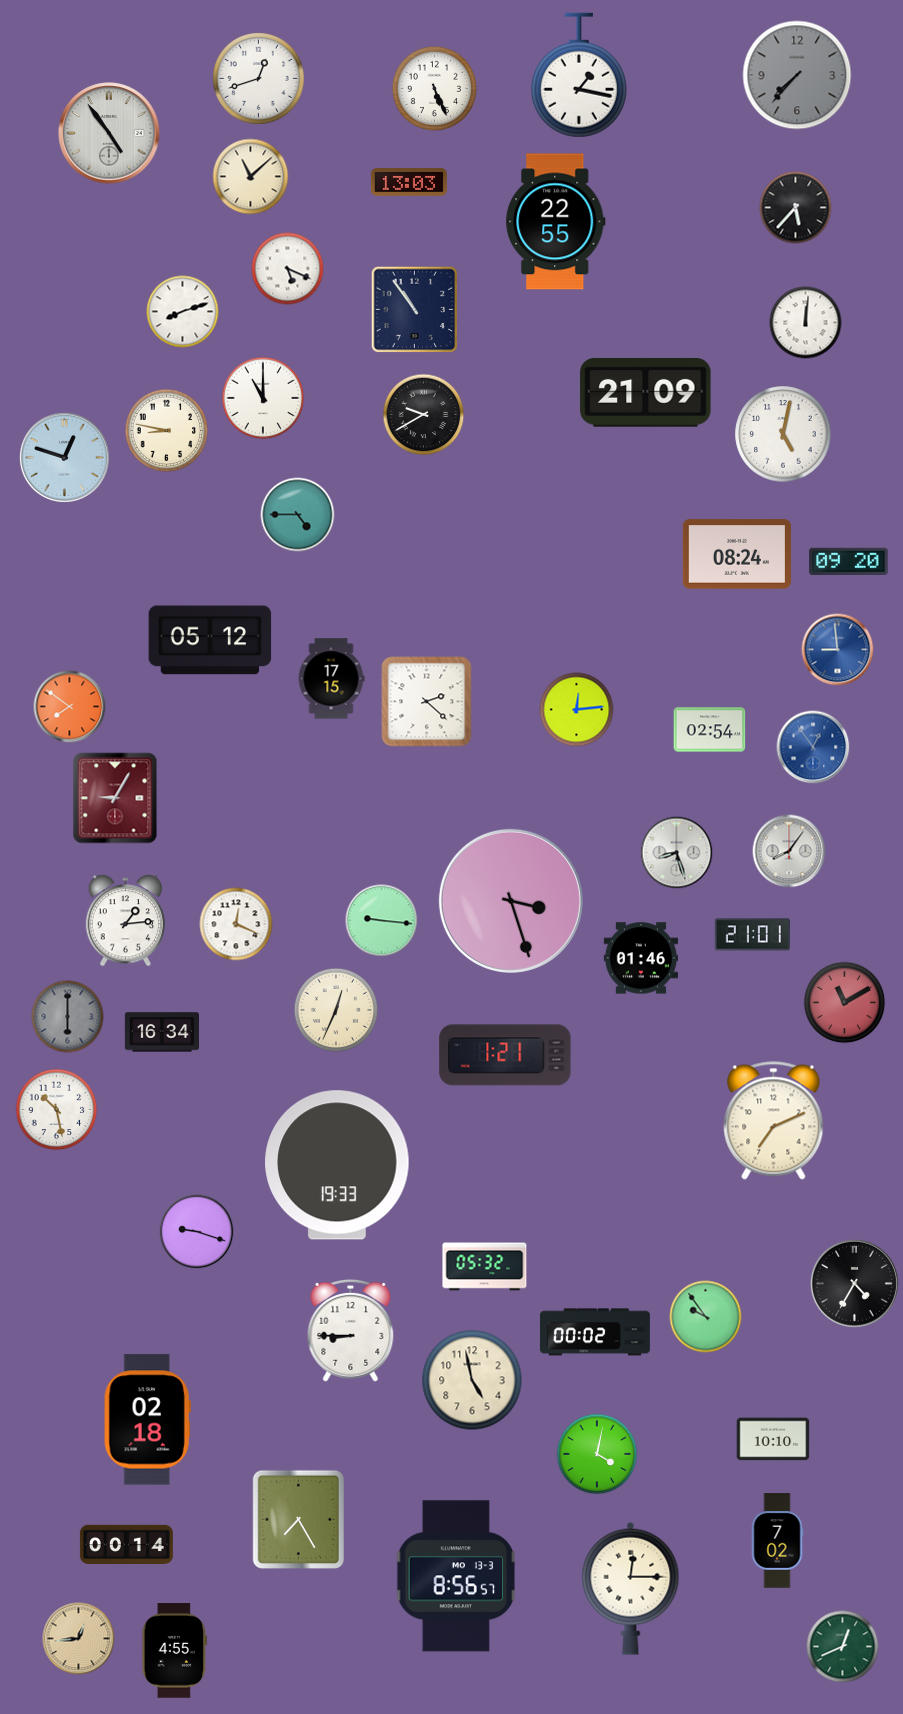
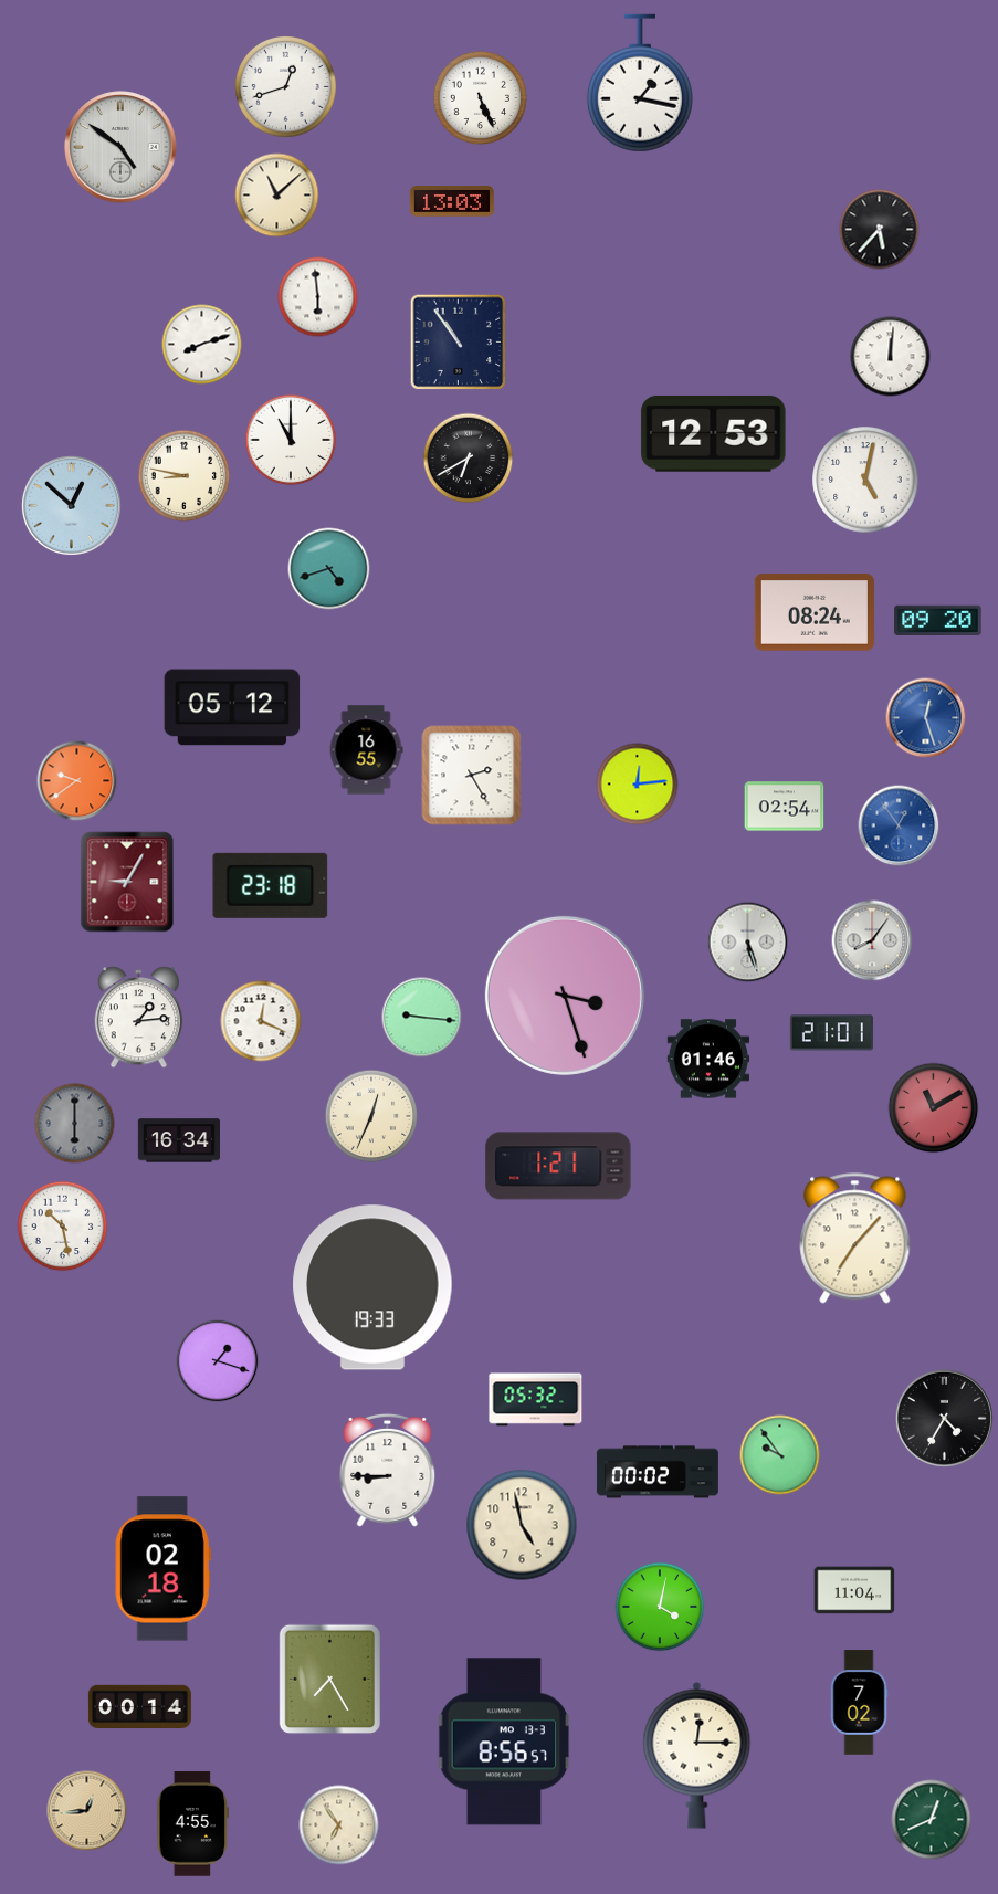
clock at (797, 75): 7:37 -> none
clock at (109, 133): 4:54 -> 4:51
clock at (556, 222): 22:55 -> none
clock at (288, 269): 5:19 -> 5:59
clock at (646, 392): 21:09 -> 12:53
clock at (424, 415): 9:40 -> 6:40
clock at (64, 457): 12:48 -> 12:52
clock at (298, 515): 4:45 -> 4:42
clock at (838, 650): 8:59 -> 12:27
clock at (331, 679): 17:15 -> 16:55
clock at (427, 702): 2:22 -> 2:25
clock at (70, 707): 7:51 -> 9:39
clock at (271, 885): none -> 23:18
clock at (677, 853): 8:27 -> 5:27
clock at (774, 1121): 7:11 -> 7:07
clock at (197, 1232): 9:18 -> 1:18
clock at (773, 1439): 10:10 -> 11:04
clock at (339, 1825): none -> 6:54
